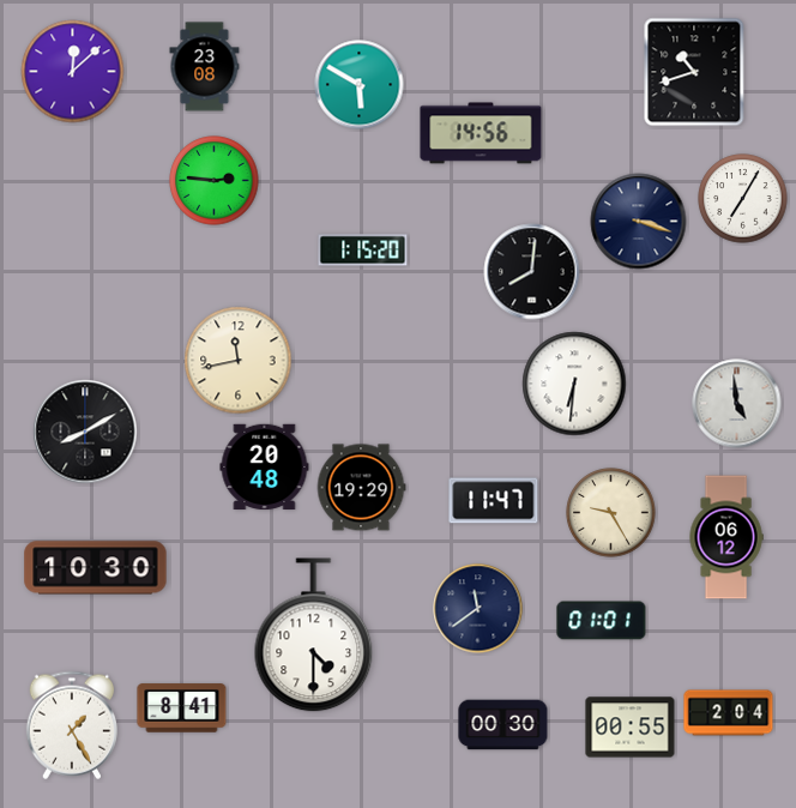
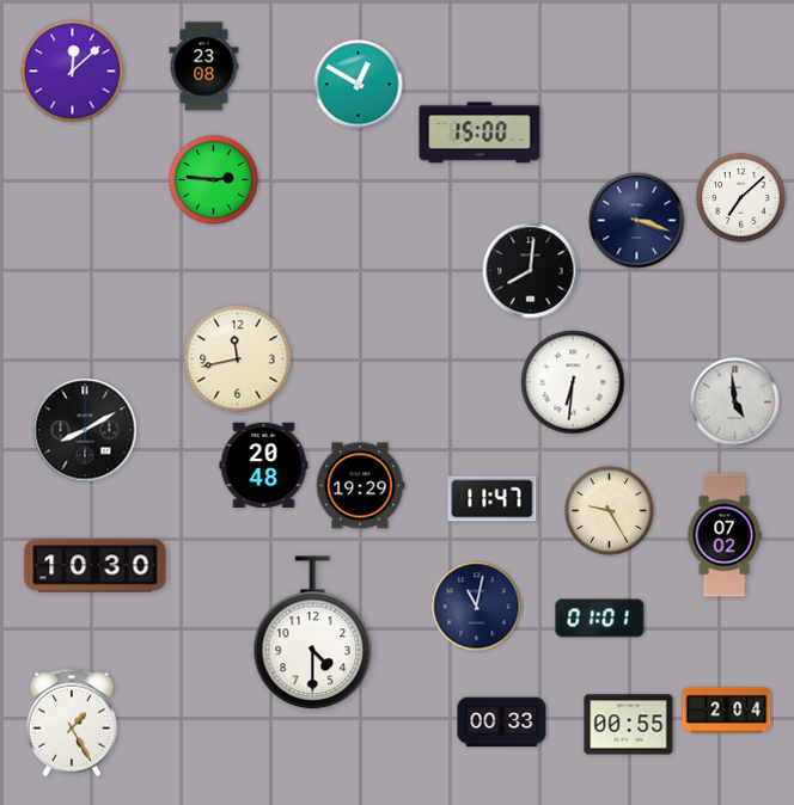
clock at (694, 72): 10:42 -> none
clock at (360, 85): 5:50 -> 12:50
clock at (481, 133): 14:56 -> 15:00
clock at (743, 199): 7:05 -> 7:08
clock at (363, 251): 1:15 -> none
clock at (726, 537): 06:12 -> 07:02
clock at (478, 609): 11:39 -> 11:02
clock at (182, 708): 8:41 -> none
clock at (503, 725): 00:30 -> 00:33
